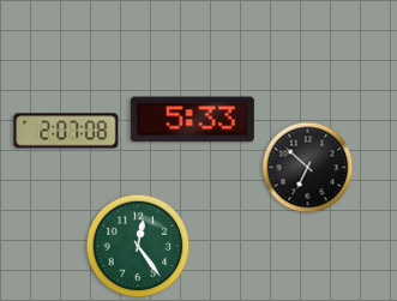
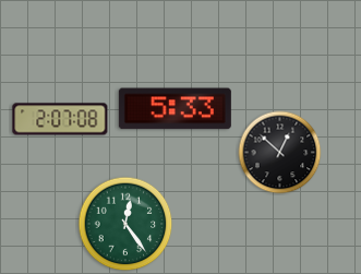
clock at (308, 168): 6:52 -> 12:52
